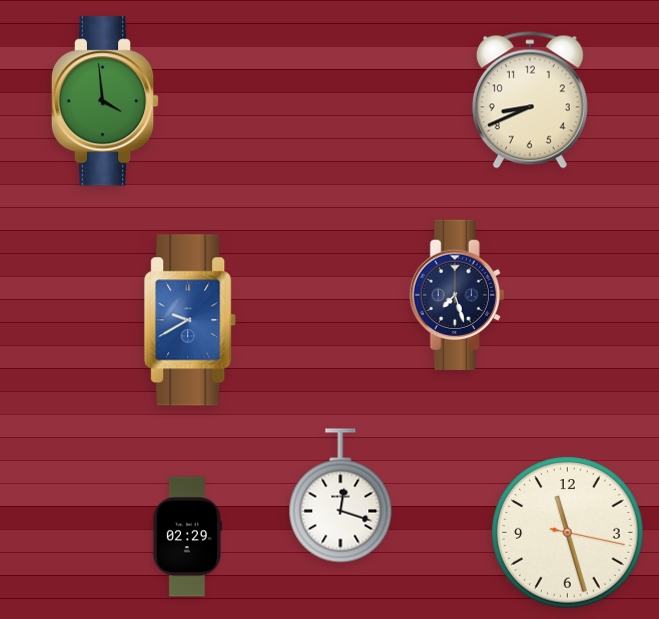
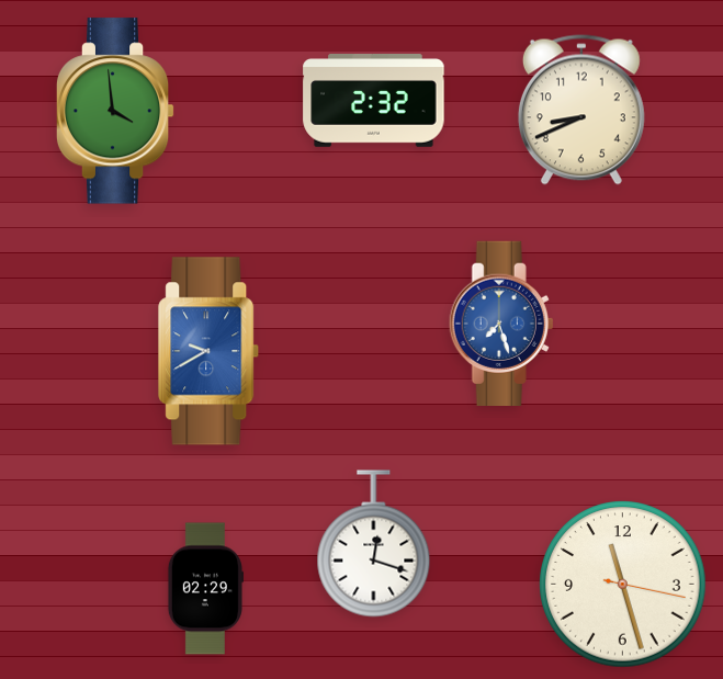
clock at (374, 101): none -> 2:32
clock at (457, 294) dial: navy -> blue
